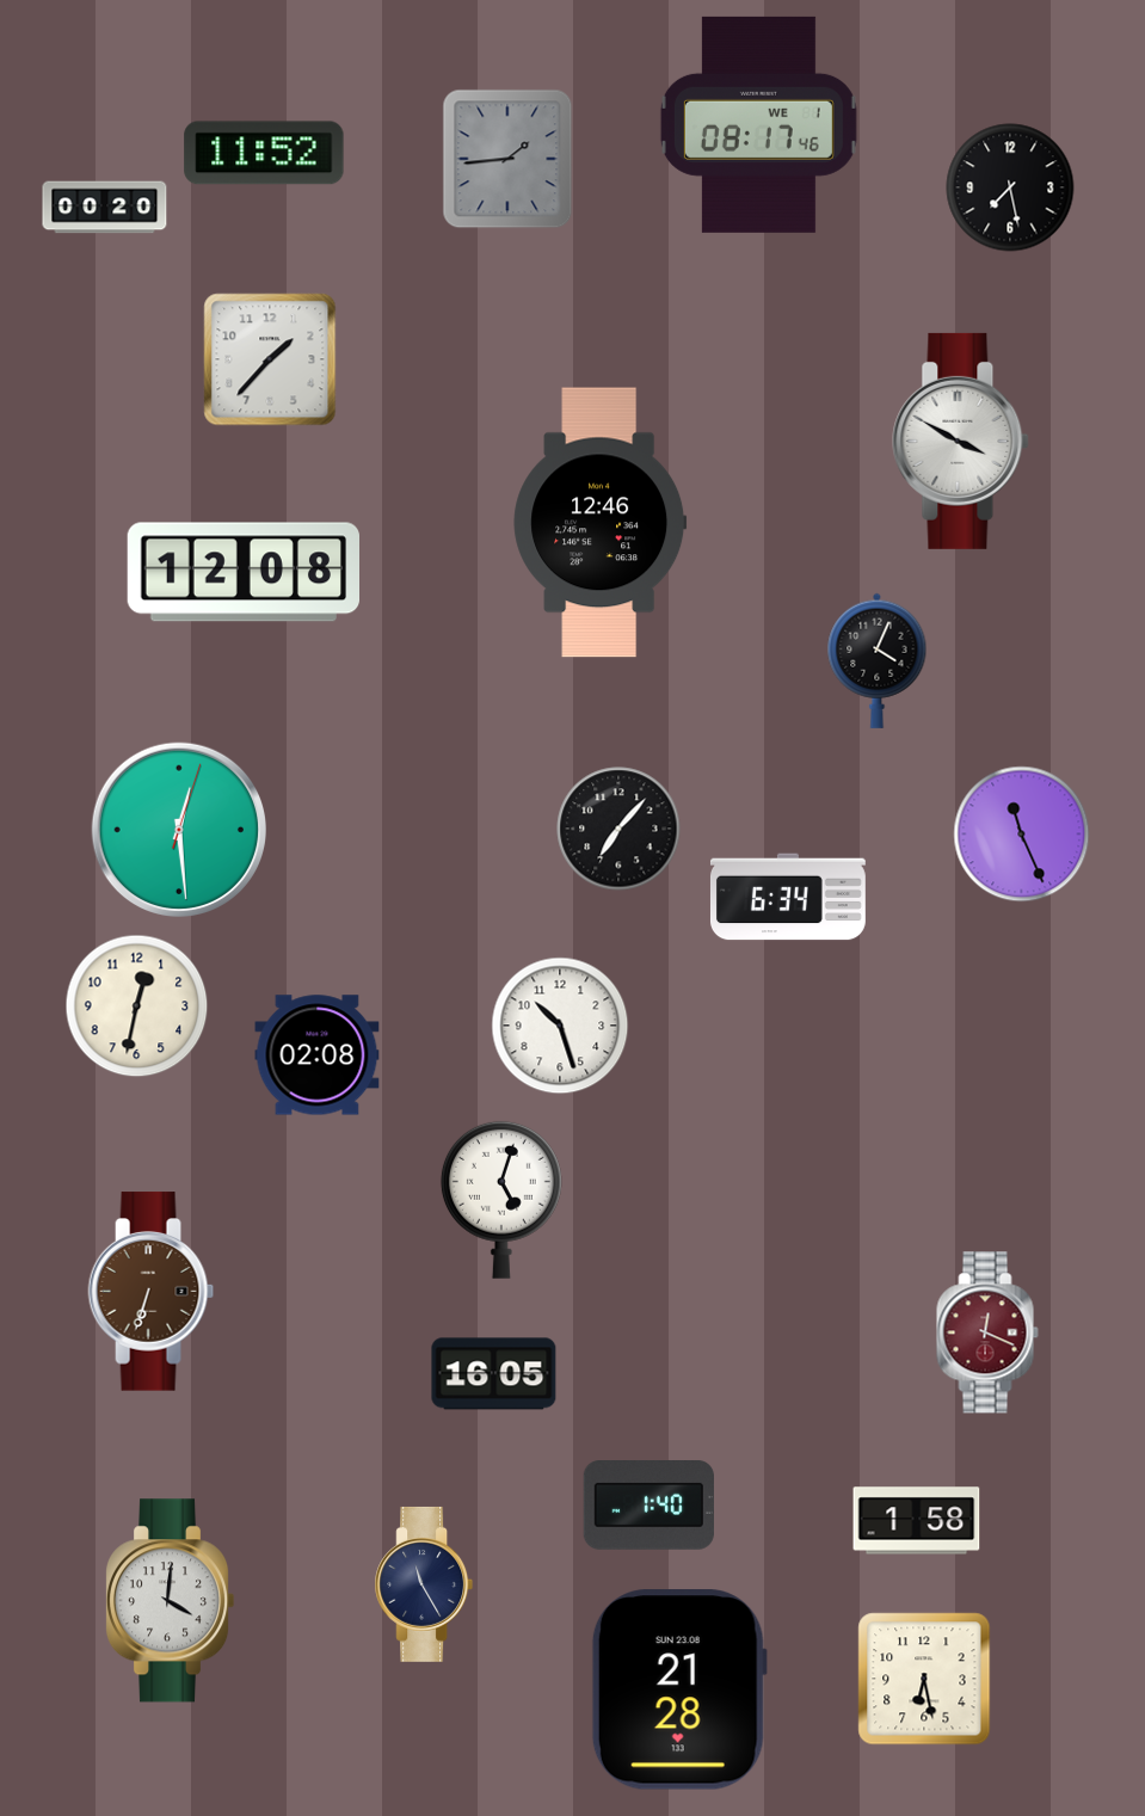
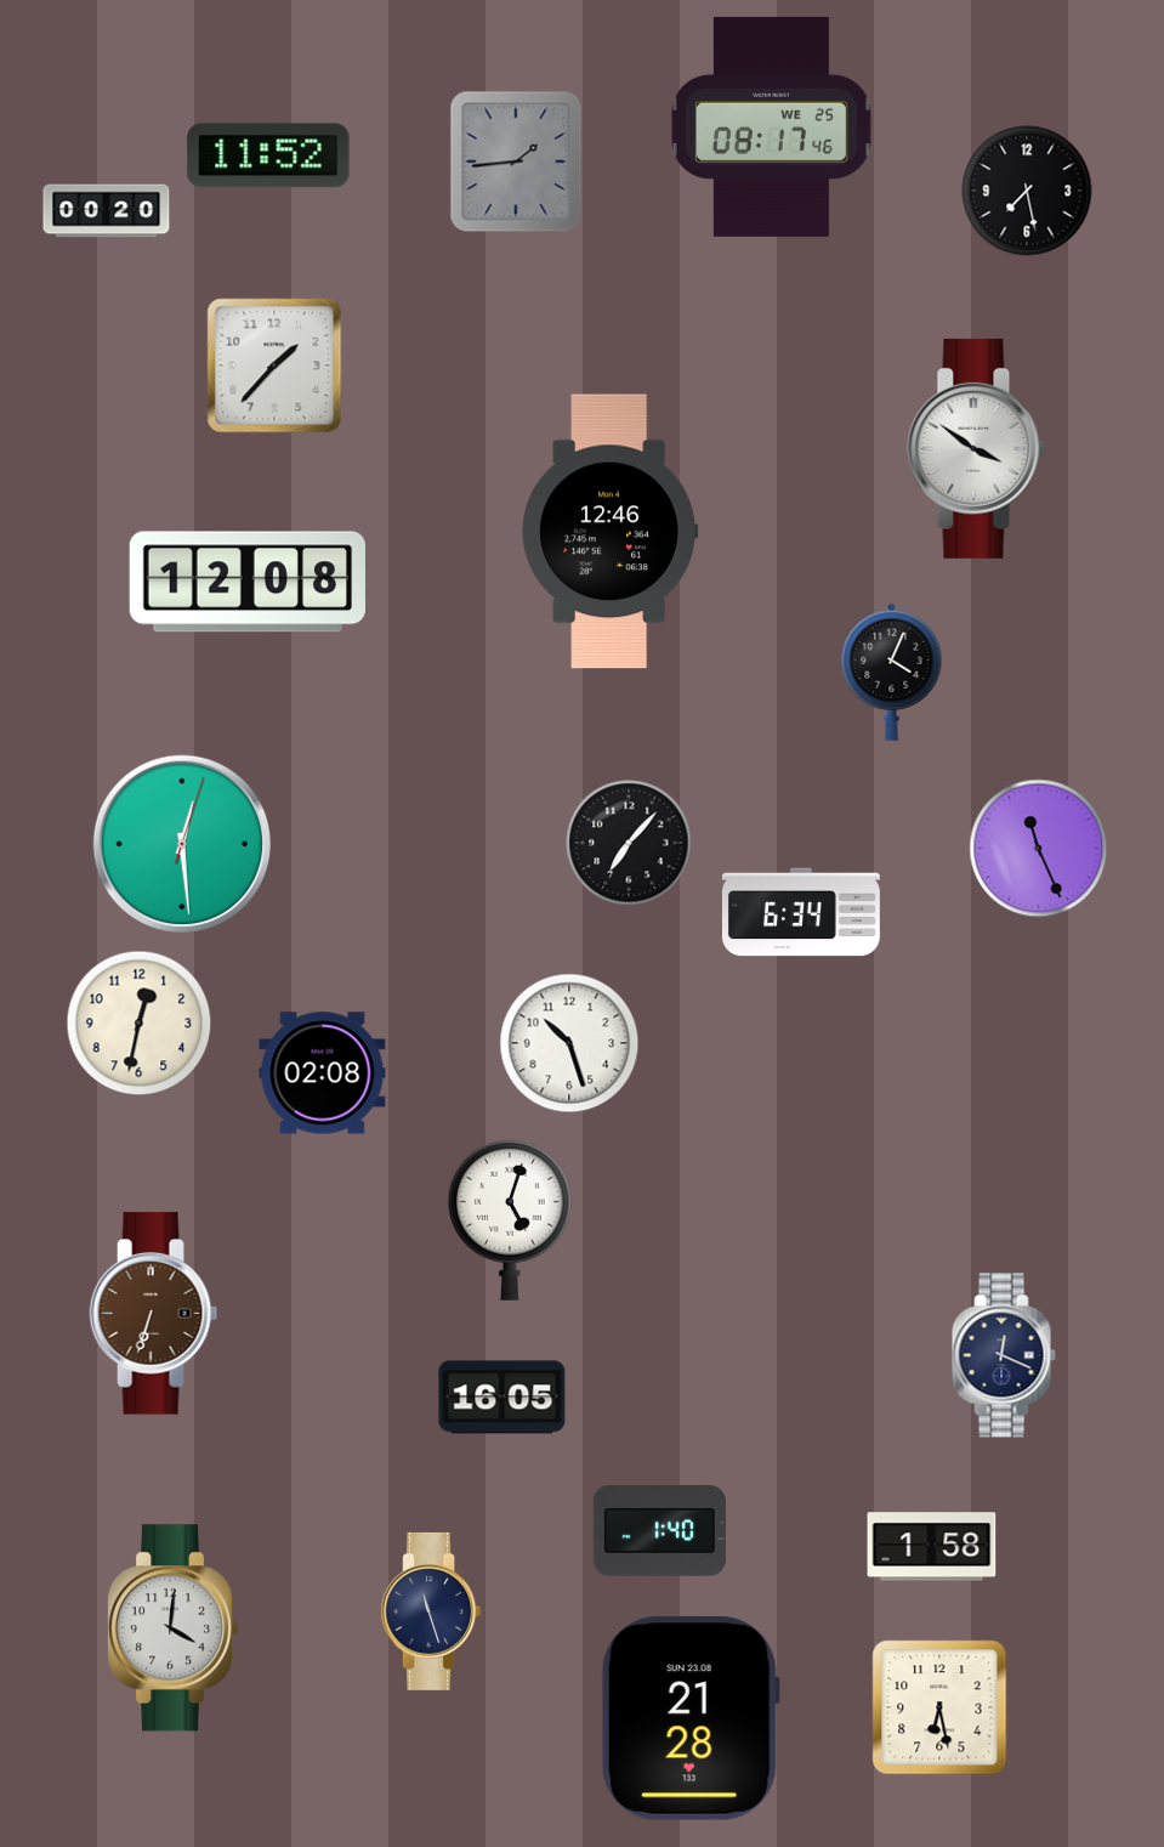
clock at (758, 124) date: WE 1 -> WE 25
clock at (961, 441): 3:50 -> 3:51
clock at (987, 1332) dial: burgundy -> navy
clock at (424, 1584): 11:25 -> 11:27
